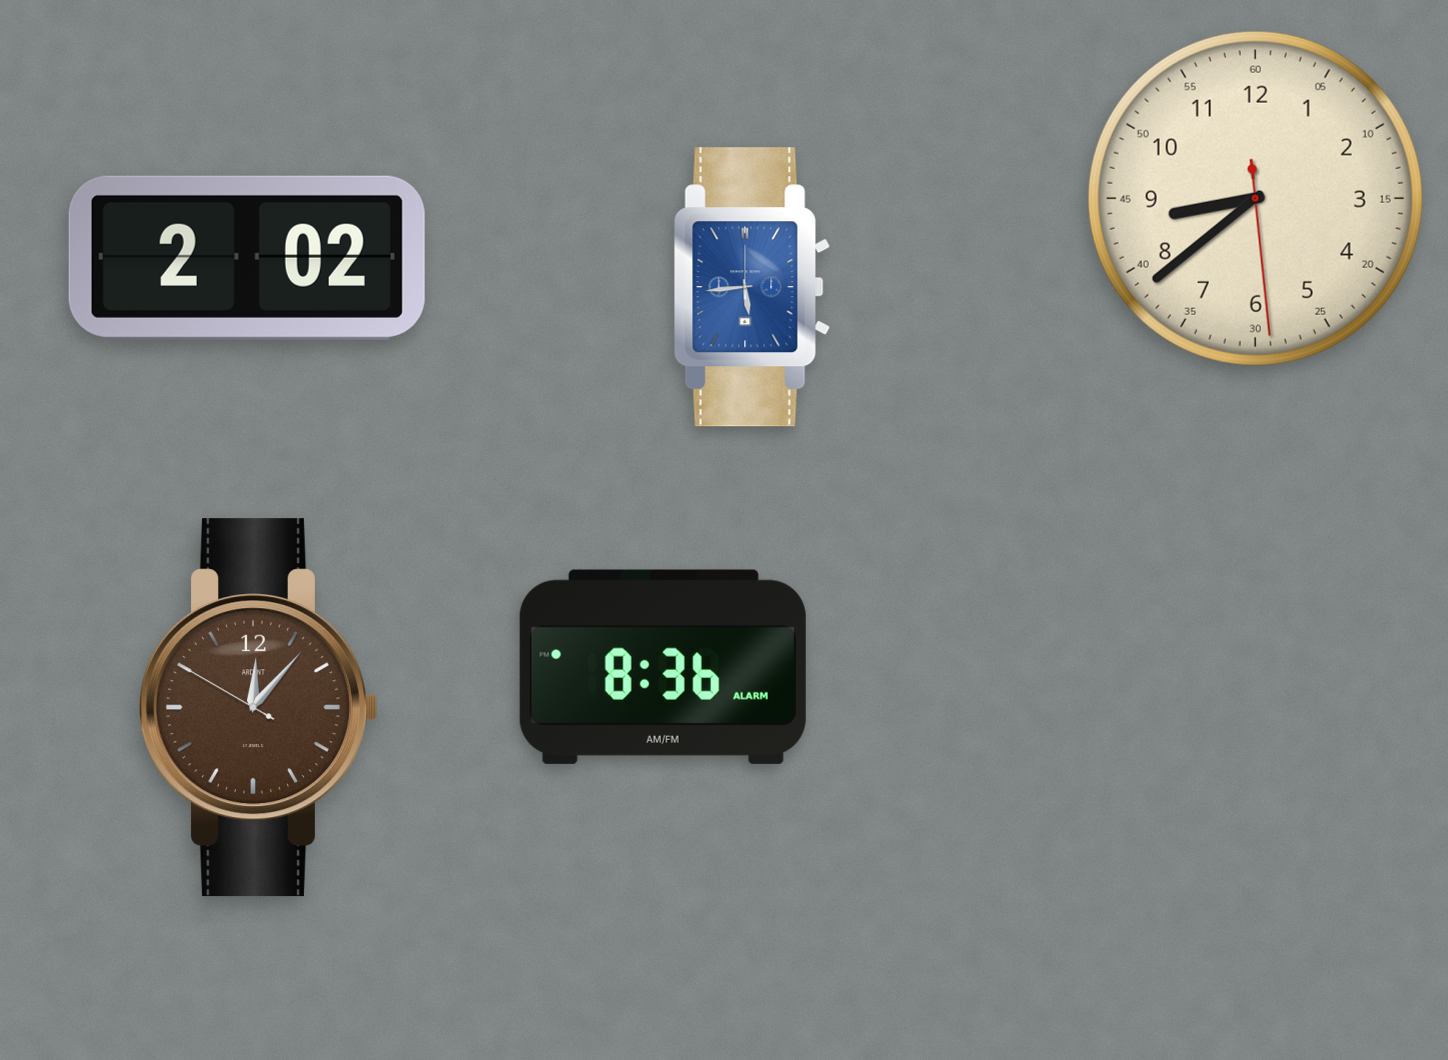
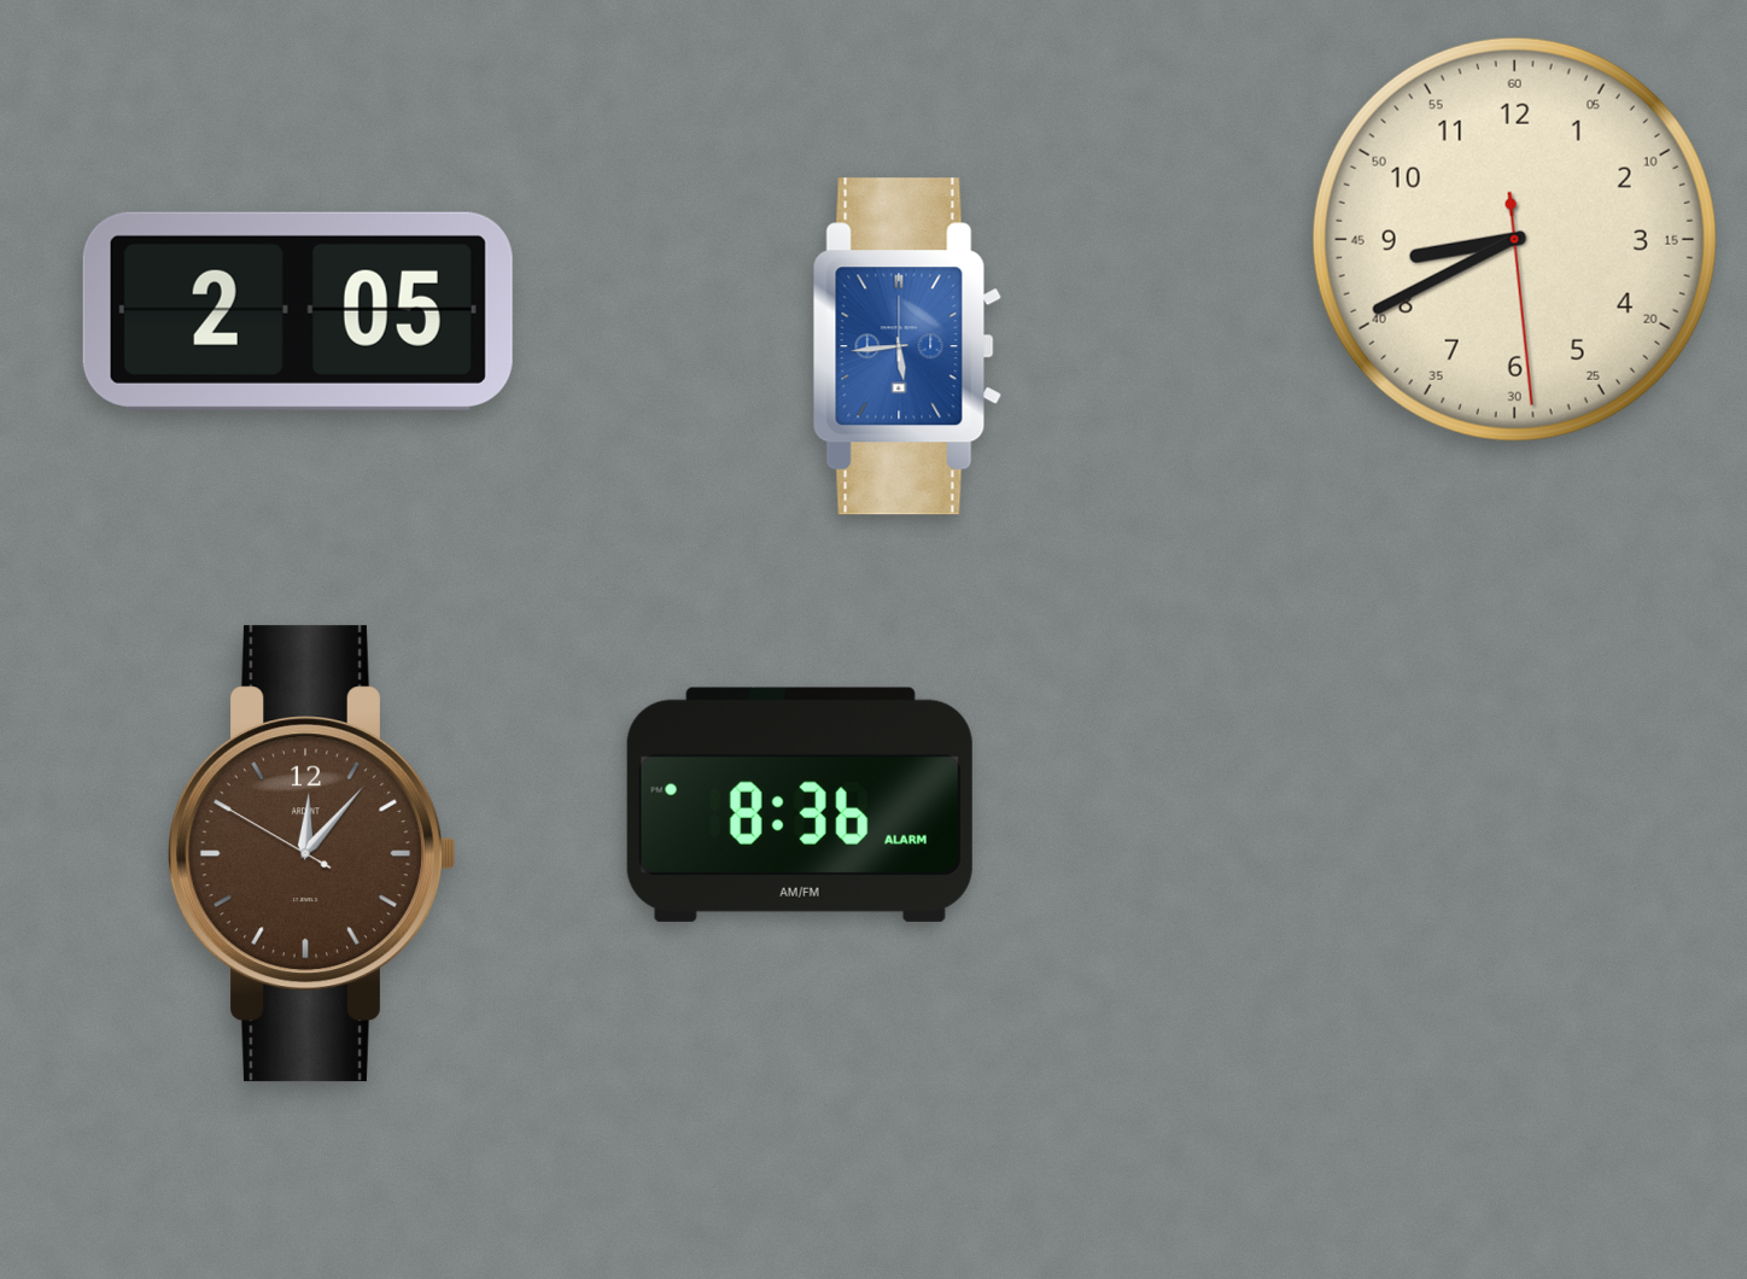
clock at (1255, 198): 8:38 -> 8:40
clock at (247, 258): 2:02 -> 2:05
